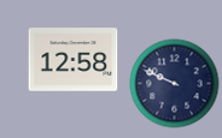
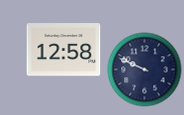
clock at (74, 60) position: (74, 60) -> (64, 50)
